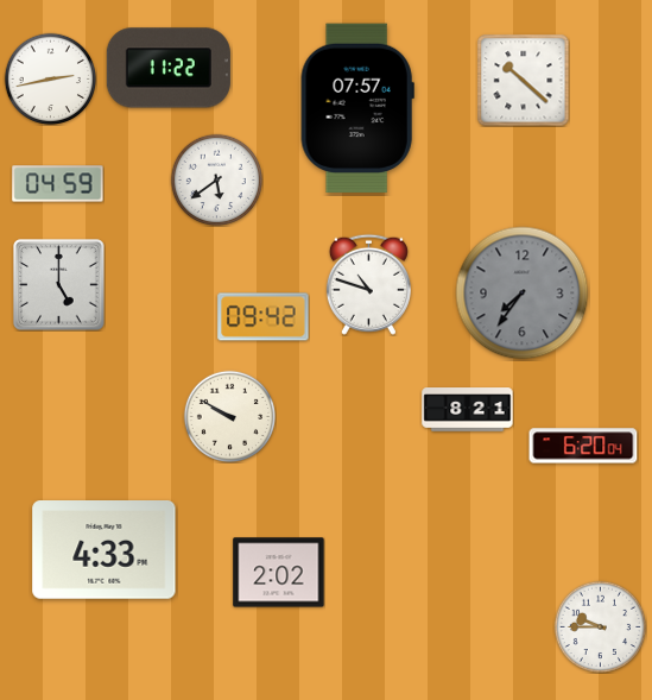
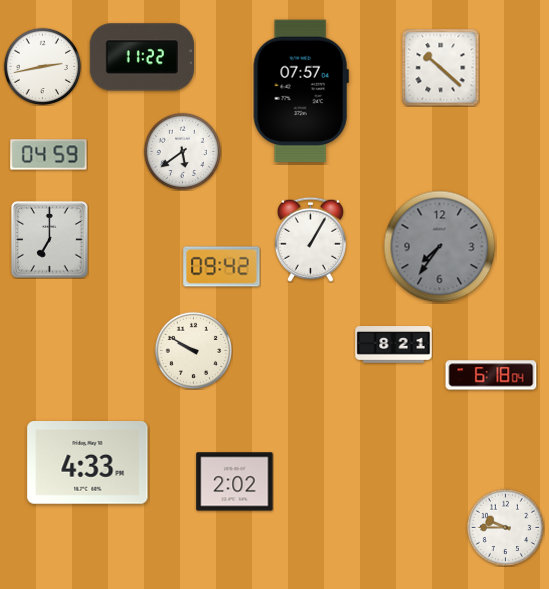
clock at (368, 284): 10:48 -> 1:05
clock at (59, 285): 5:00 -> 7:00
clock at (583, 446): 6:20 -> 6:18
